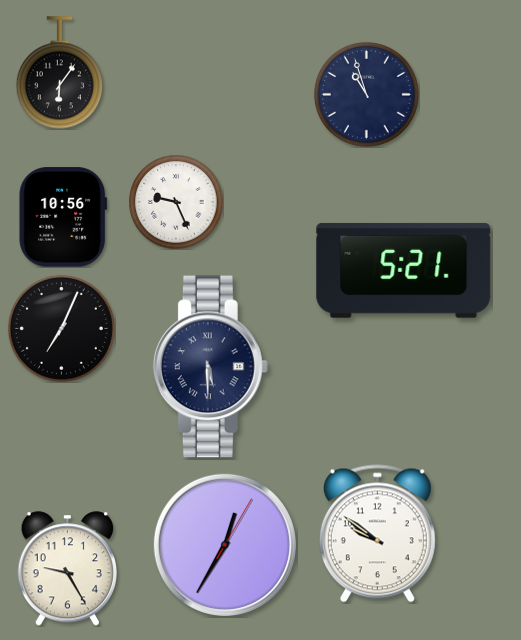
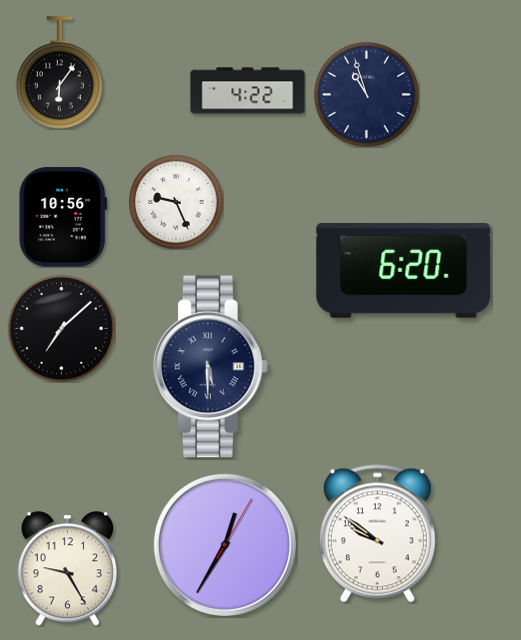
clock at (248, 91): none -> 4:22
clock at (404, 270): 5:21 -> 6:20
clock at (61, 328): 7:04 -> 7:08
